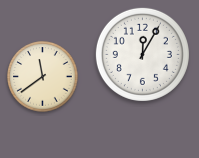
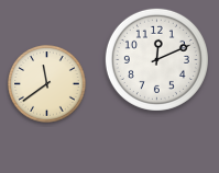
clock at (142, 54): 12:05 -> 12:11
